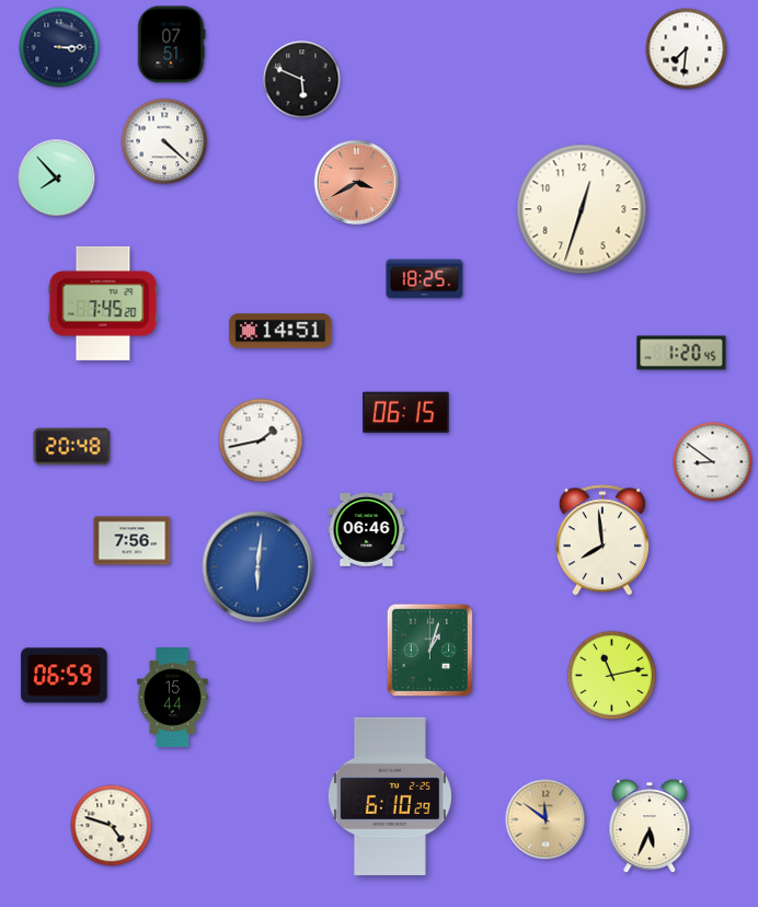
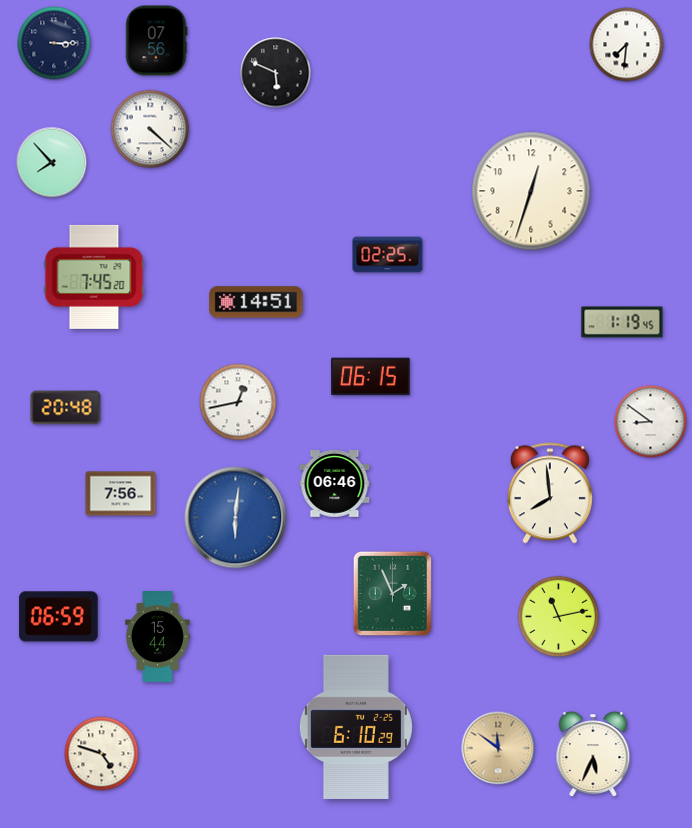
clock at (171, 45): 07:51 -> 07:56
clock at (357, 183): 3:40 -> none
clock at (425, 279): 18:25 -> 02:25
clock at (681, 353): 1:20 -> 1:19
clock at (261, 440): 1:43 -> 12:43
clock at (429, 650): 1:03 -> 1:56
